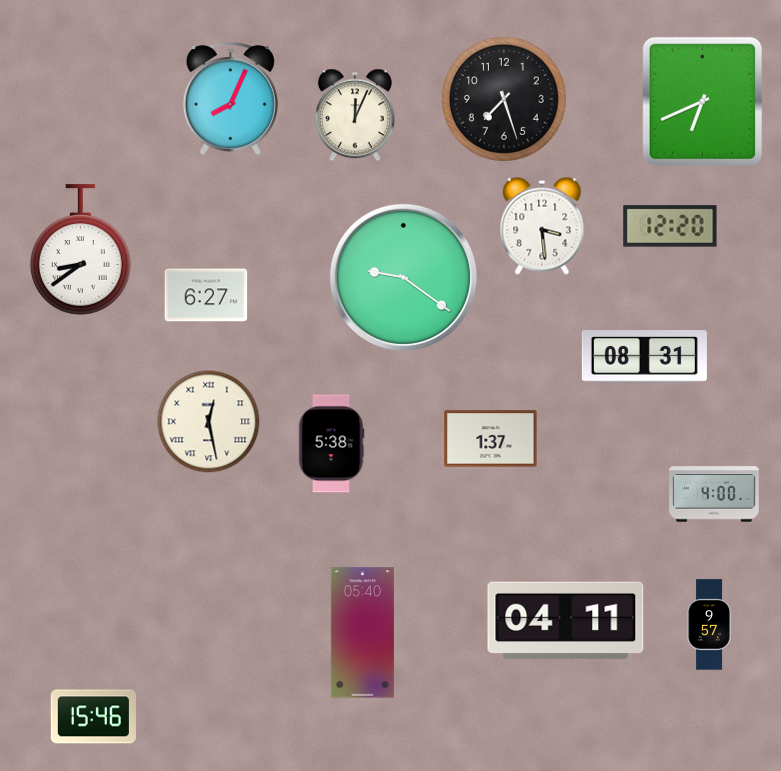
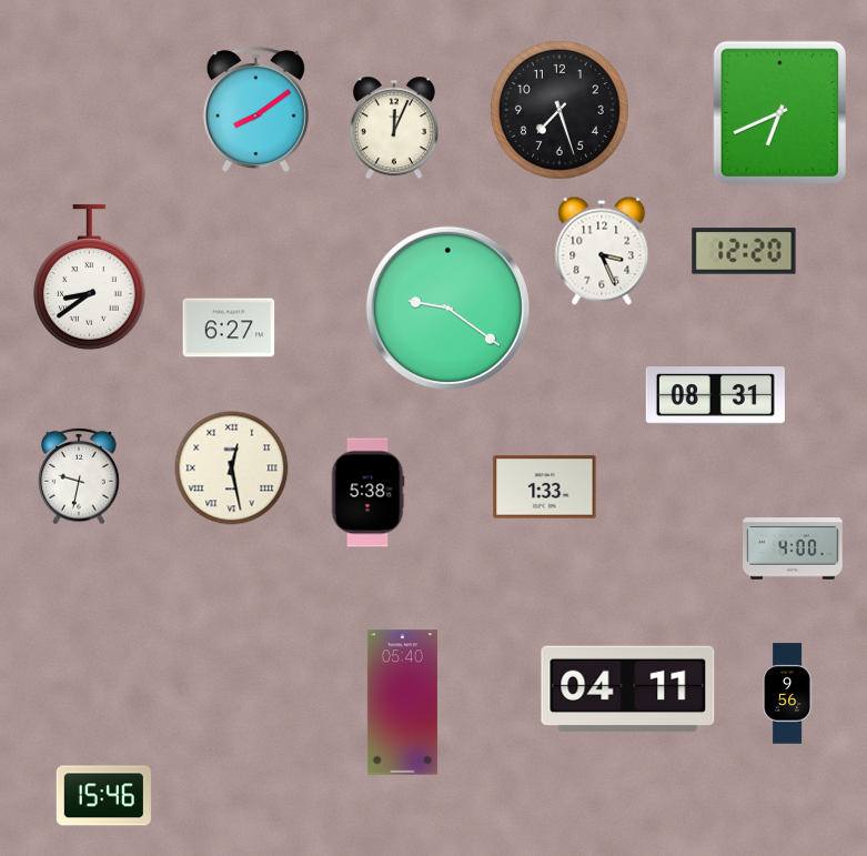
clock at (230, 99): 8:04 -> 8:09
clock at (542, 226): 3:29 -> 3:26
clock at (79, 476): none -> 9:32
clock at (491, 439): 1:37 -> 1:33
clock at (709, 625): 9:57 -> 9:56
